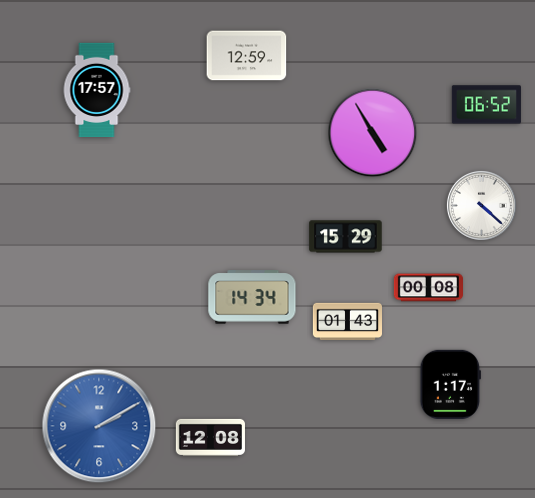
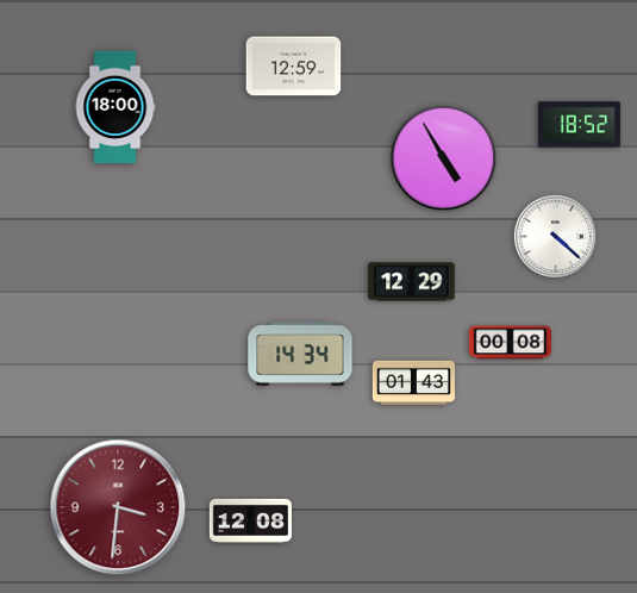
clock at (97, 89): 17:57 -> 18:00
clock at (486, 105): 06:52 -> 18:52
clock at (481, 205) position: (481, 205) -> (555, 236)
clock at (346, 237): 15:29 -> 12:29
clock at (450, 384): 1:17 -> none
clock at (99, 426): 2:10 -> 3:31
clock at (99, 426) dial: blue -> burgundy
